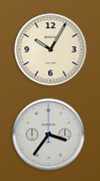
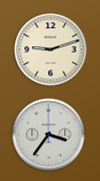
clock at (51, 50): 10:05 -> 9:12
